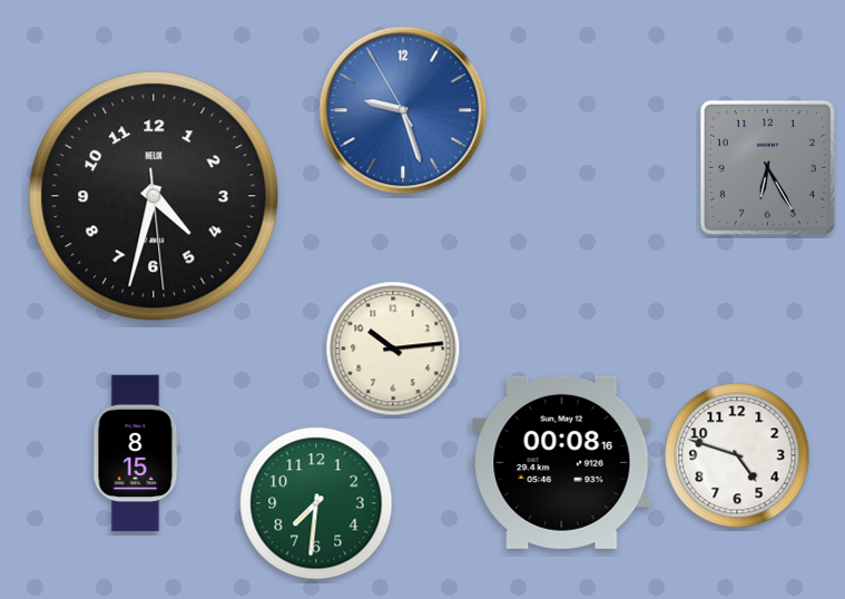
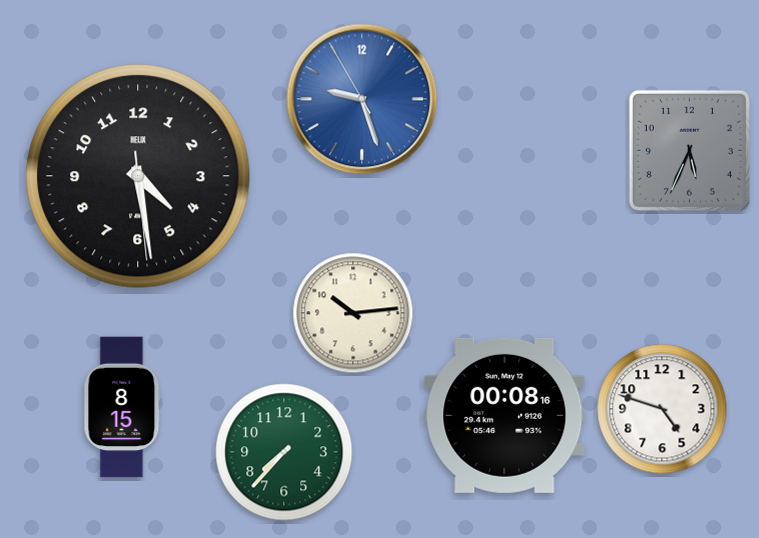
clock at (767, 167): 6:25 -> 5:34
clock at (154, 196): 4:32 -> 4:28
clock at (316, 503): 7:31 -> 7:37
